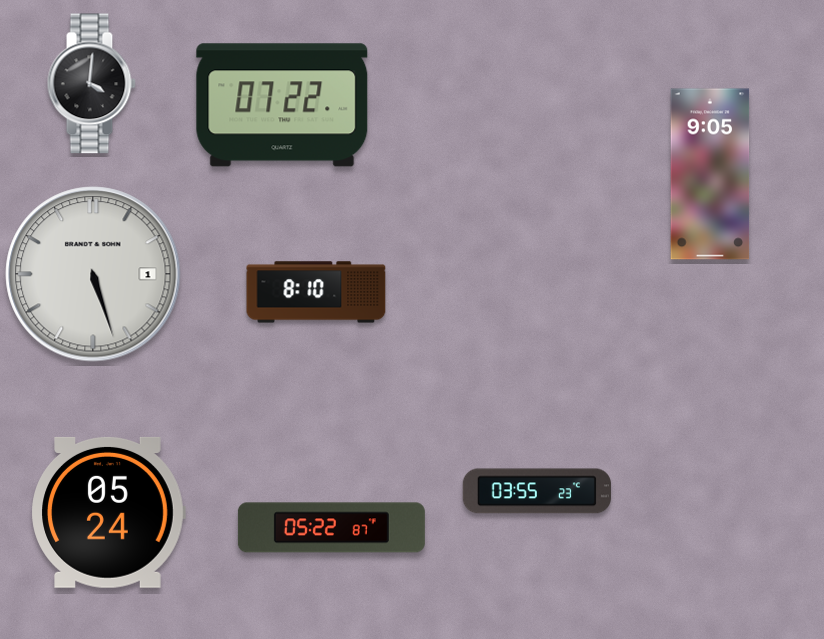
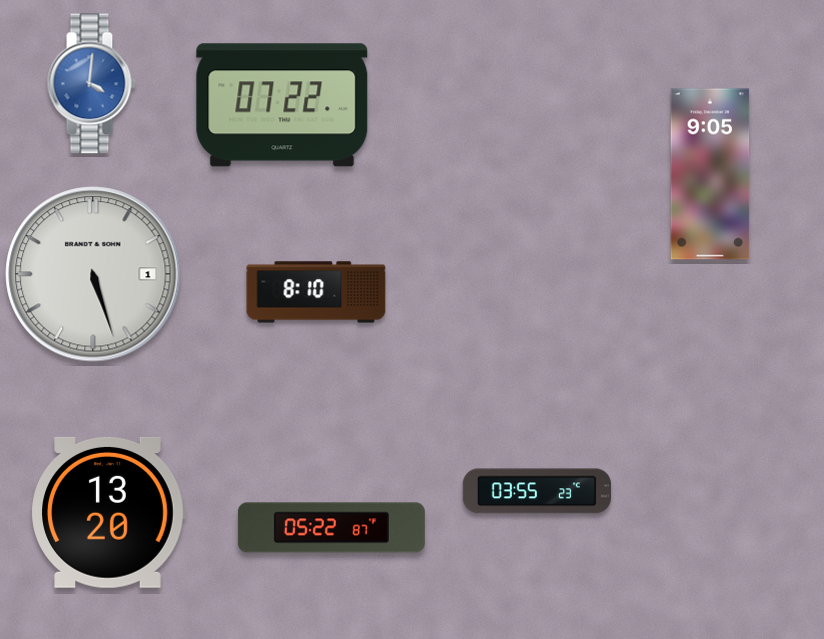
clock at (91, 84) dial: black -> blue
clock at (108, 512): 05:24 -> 13:20
